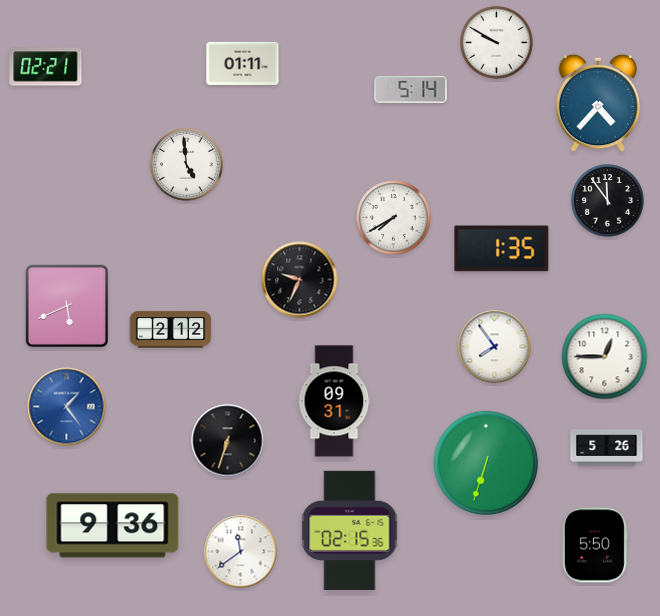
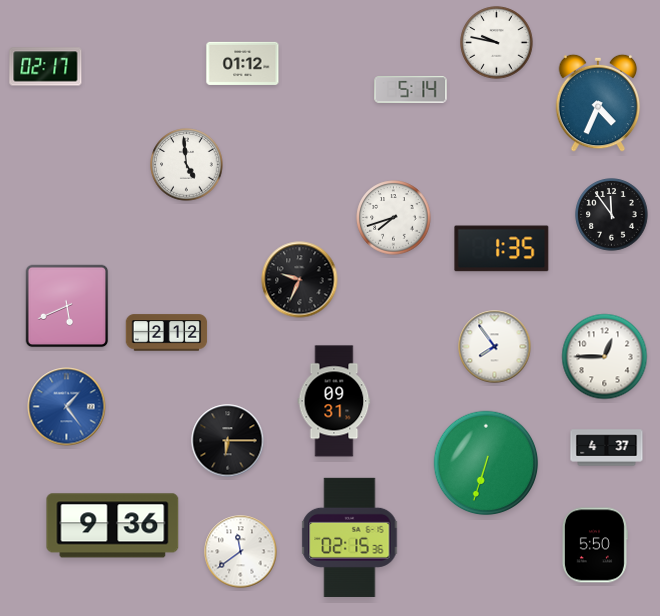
clock at (497, 43): 9:50 -> 9:47
clock at (243, 63): 01:11 -> 01:12
clock at (46, 67): 02:21 -> 02:17
clock at (598, 103): 4:37 -> 4:34
clock at (608, 201) position: (608, 201) -> (612, 215)
clock at (394, 218): 7:40 -> 7:42
clock at (171, 330) position: (171, 330) -> (167, 333)
clock at (228, 441): 6:33 -> 6:15
clock at (607, 448): 5:26 -> 4:37
clock at (350, 530) position: (350, 530) -> (350, 537)
